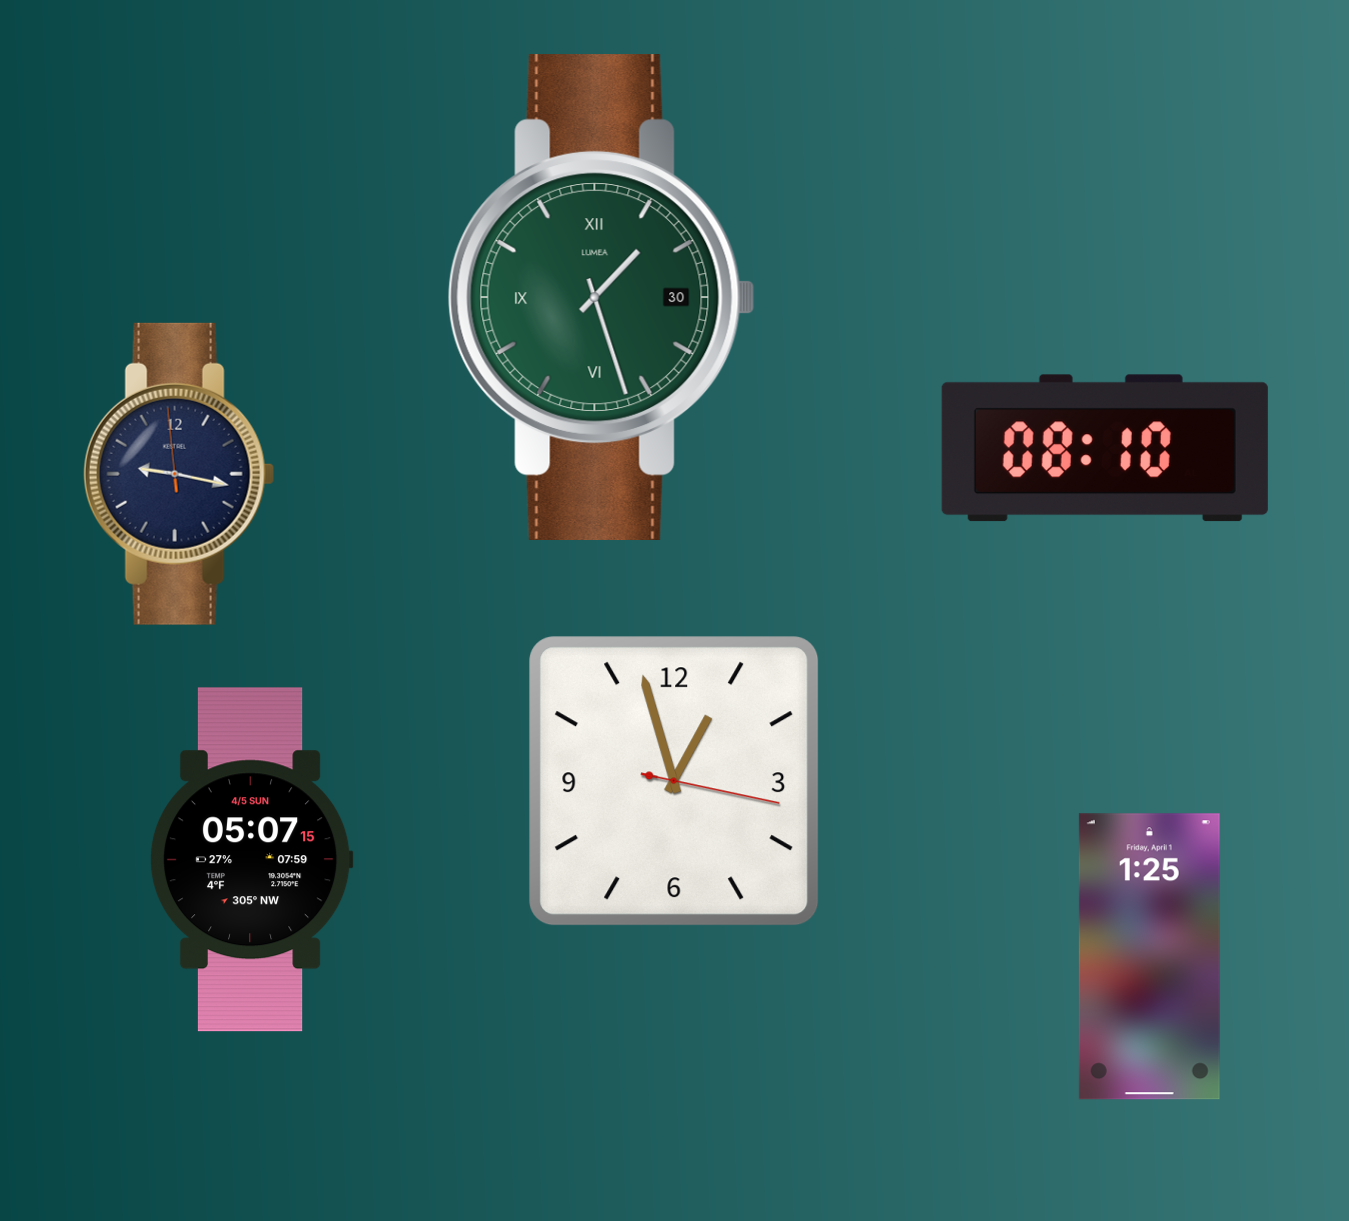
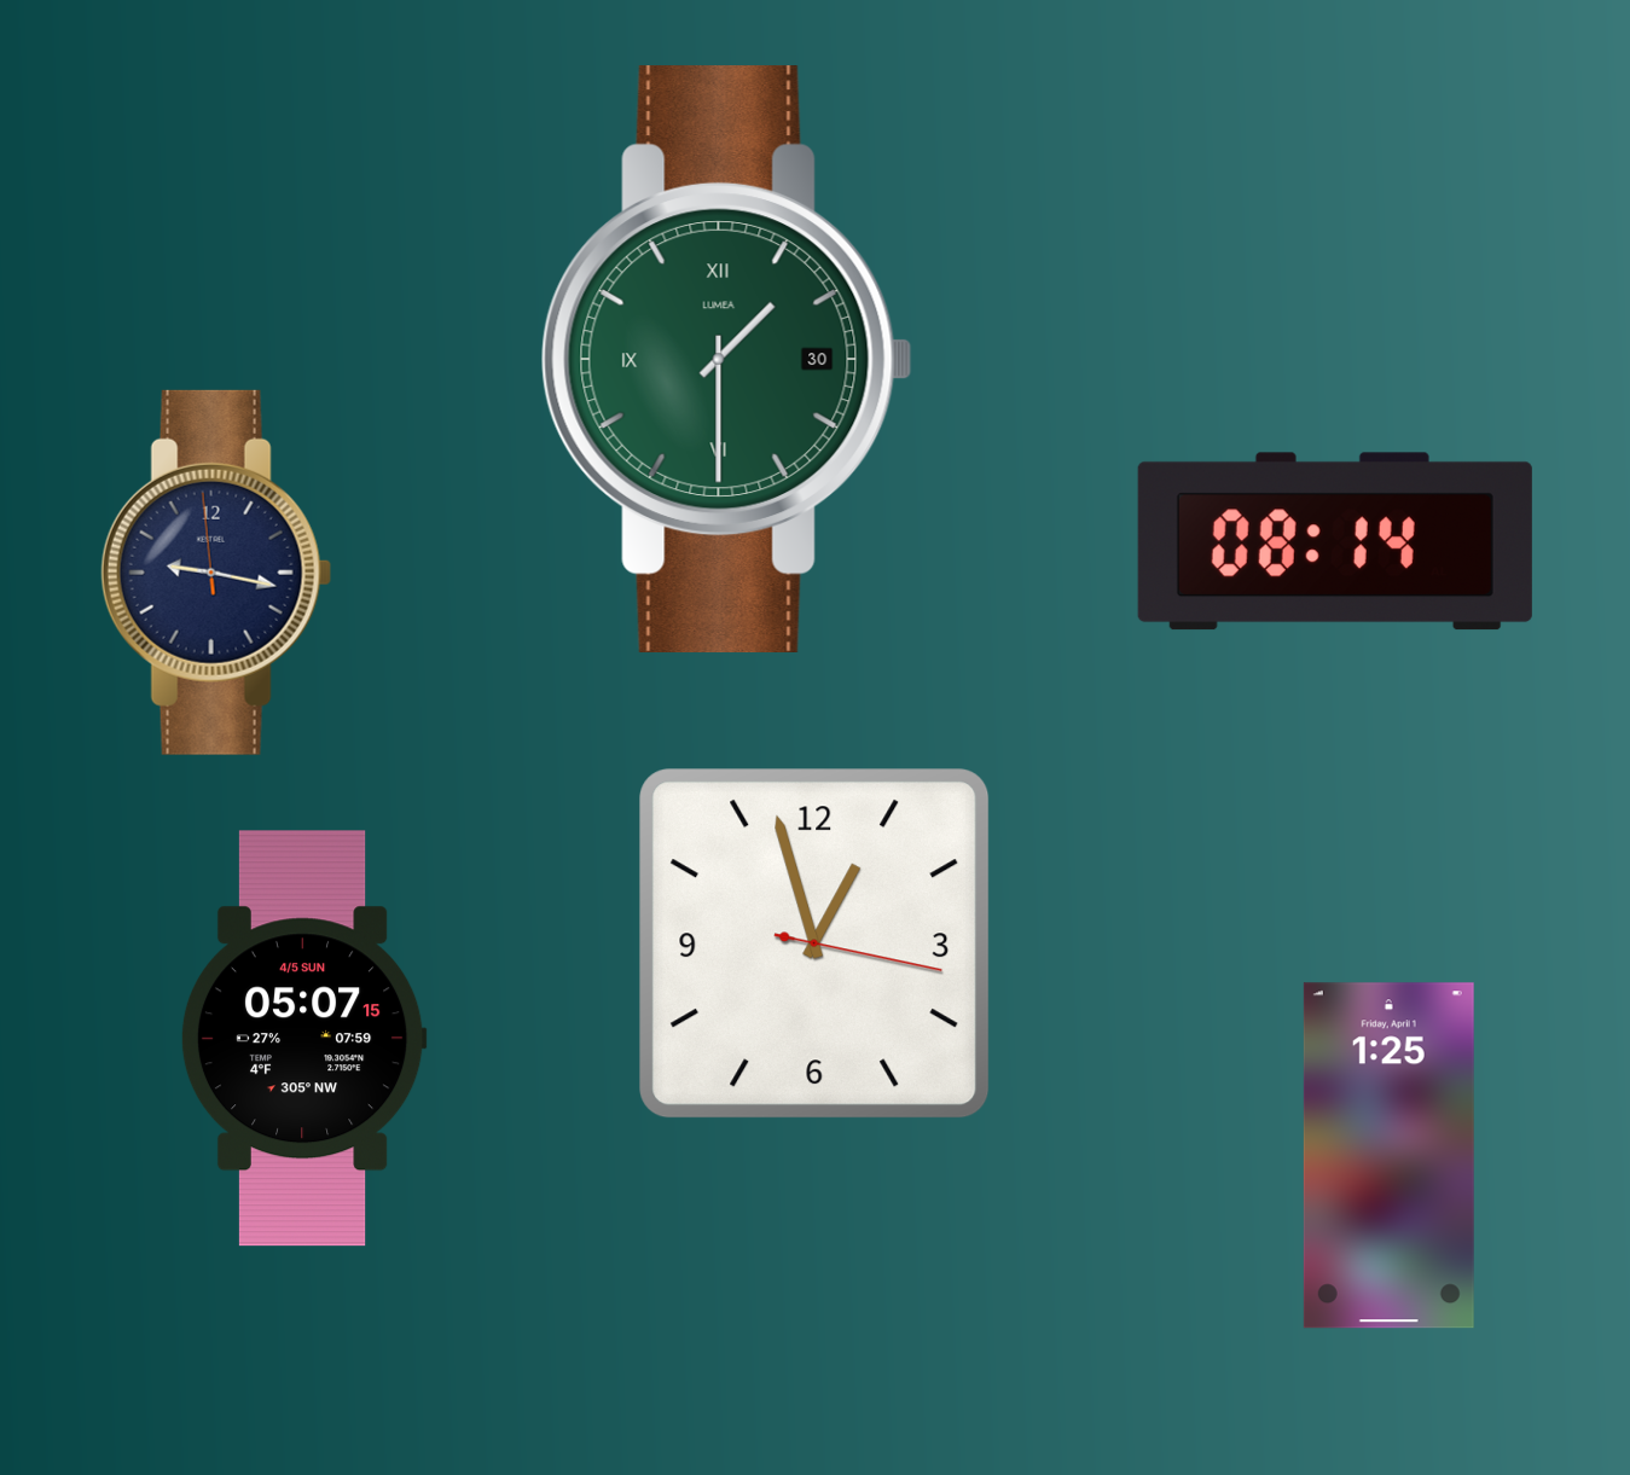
clock at (601, 297): 1:27 -> 1:30
clock at (1105, 448): 08:10 -> 08:14
